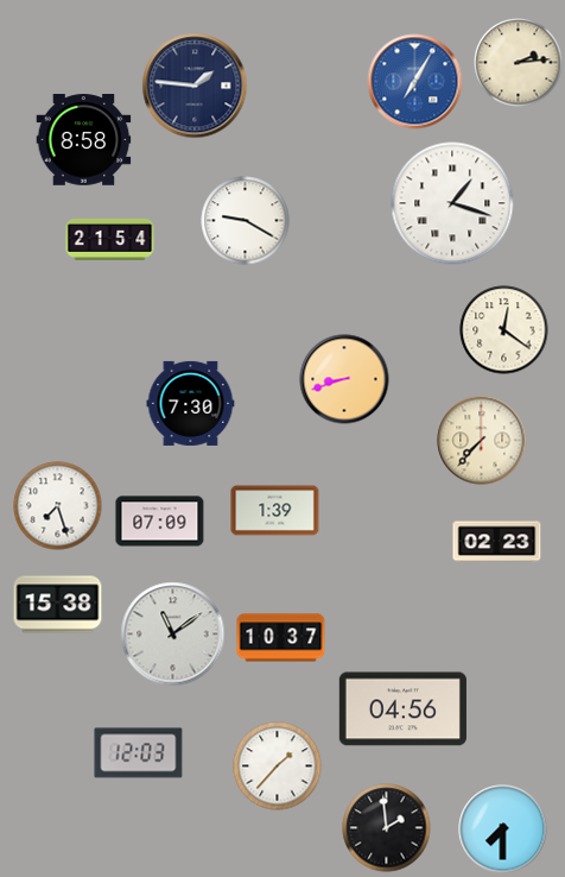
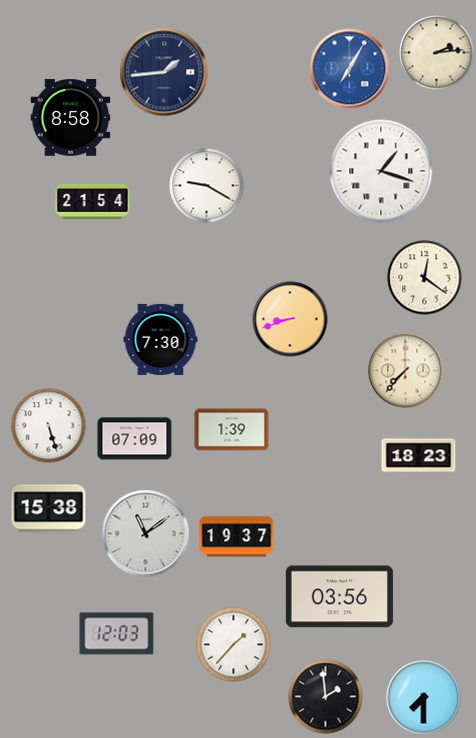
clock at (195, 86): 1:46 -> 1:44
clock at (58, 506): 7:27 -> 5:27
clock at (497, 542): 02:23 -> 18:23
clock at (281, 638): 10:37 -> 19:37
clock at (402, 709): 04:56 -> 03:56
